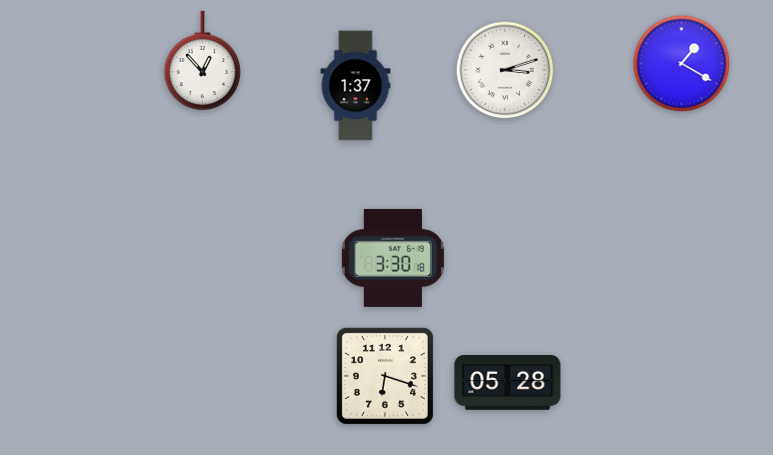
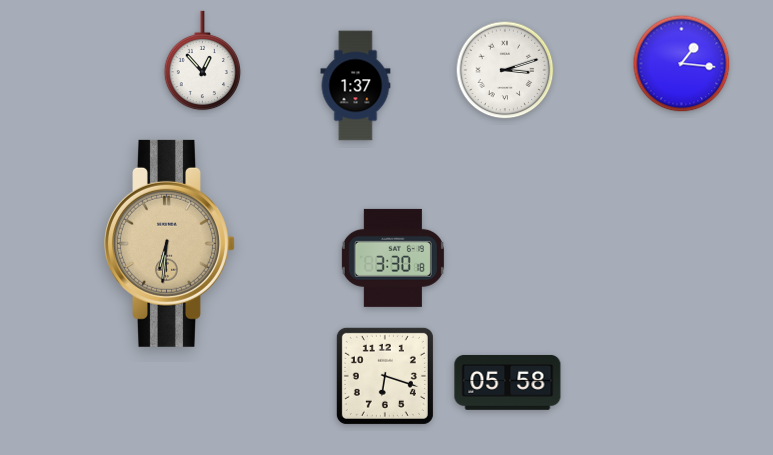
clock at (682, 64): 1:20 -> 1:16
clock at (170, 243): none -> 6:31
clock at (508, 383): 05:28 -> 05:58
